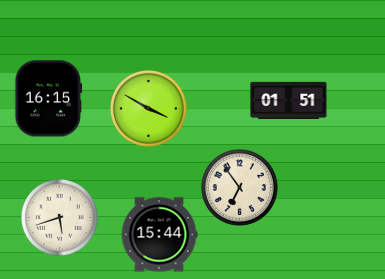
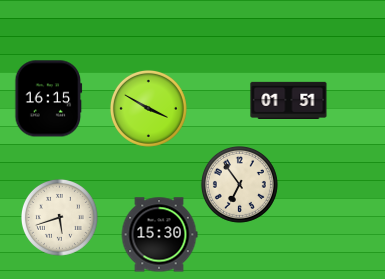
clock at (239, 187) position: (239, 187) -> (239, 184)
clock at (159, 235): 15:44 -> 15:30
